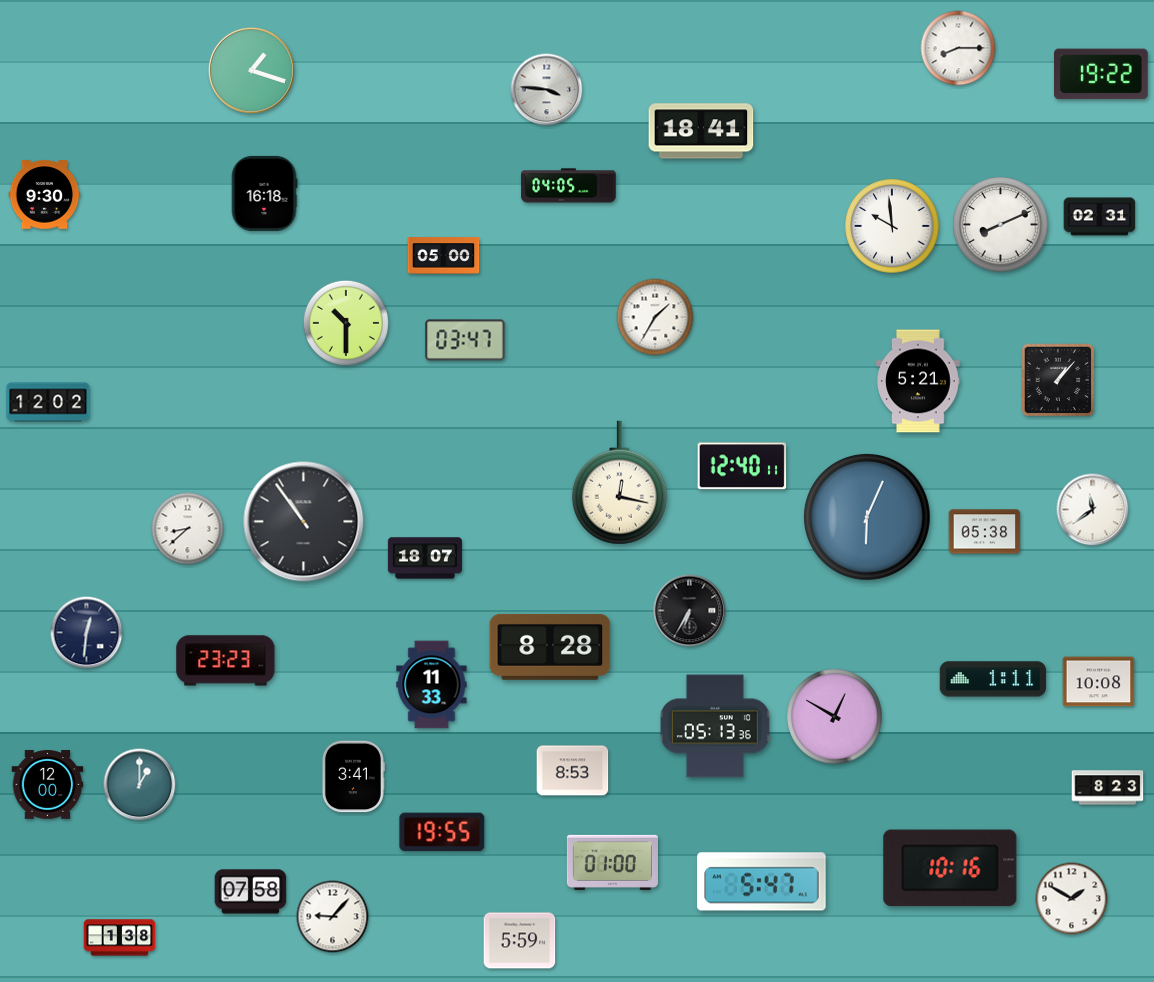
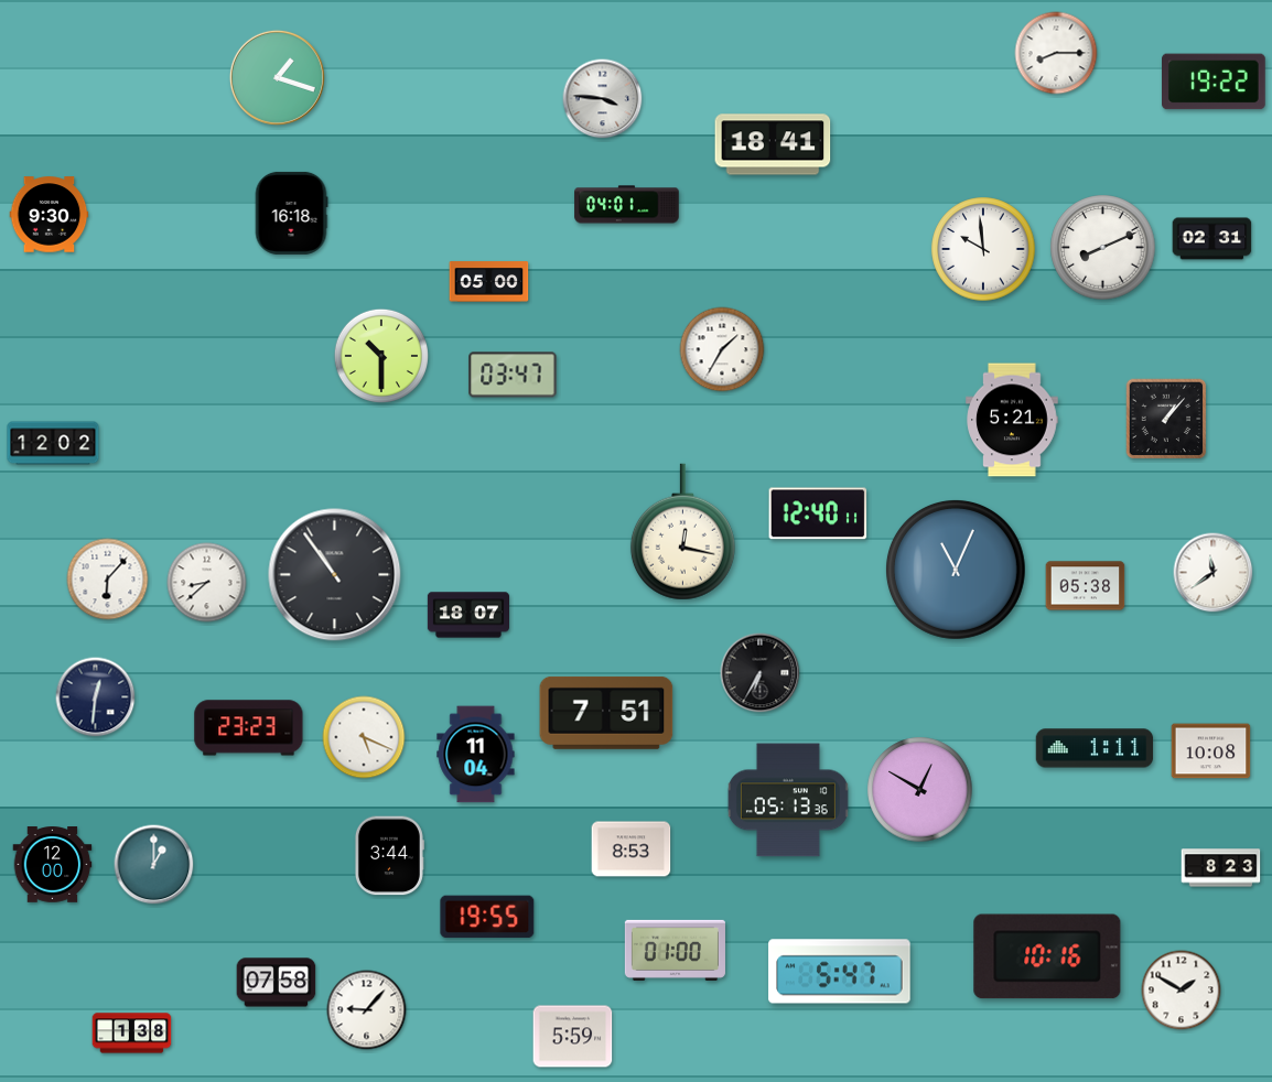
clock at (569, 186): 04:05 -> 04:01
clock at (1093, 510) position: (1093, 510) -> (1214, 573)
clock at (867, 517): 6:04 -> 11:04
clock at (108, 580): none -> 6:07
clock at (550, 647): 8:28 -> 7:51
clock at (364, 737): none -> 5:19
clock at (432, 685): 11:33 -> 11:04
clock at (353, 777): 3:41 -> 3:44
